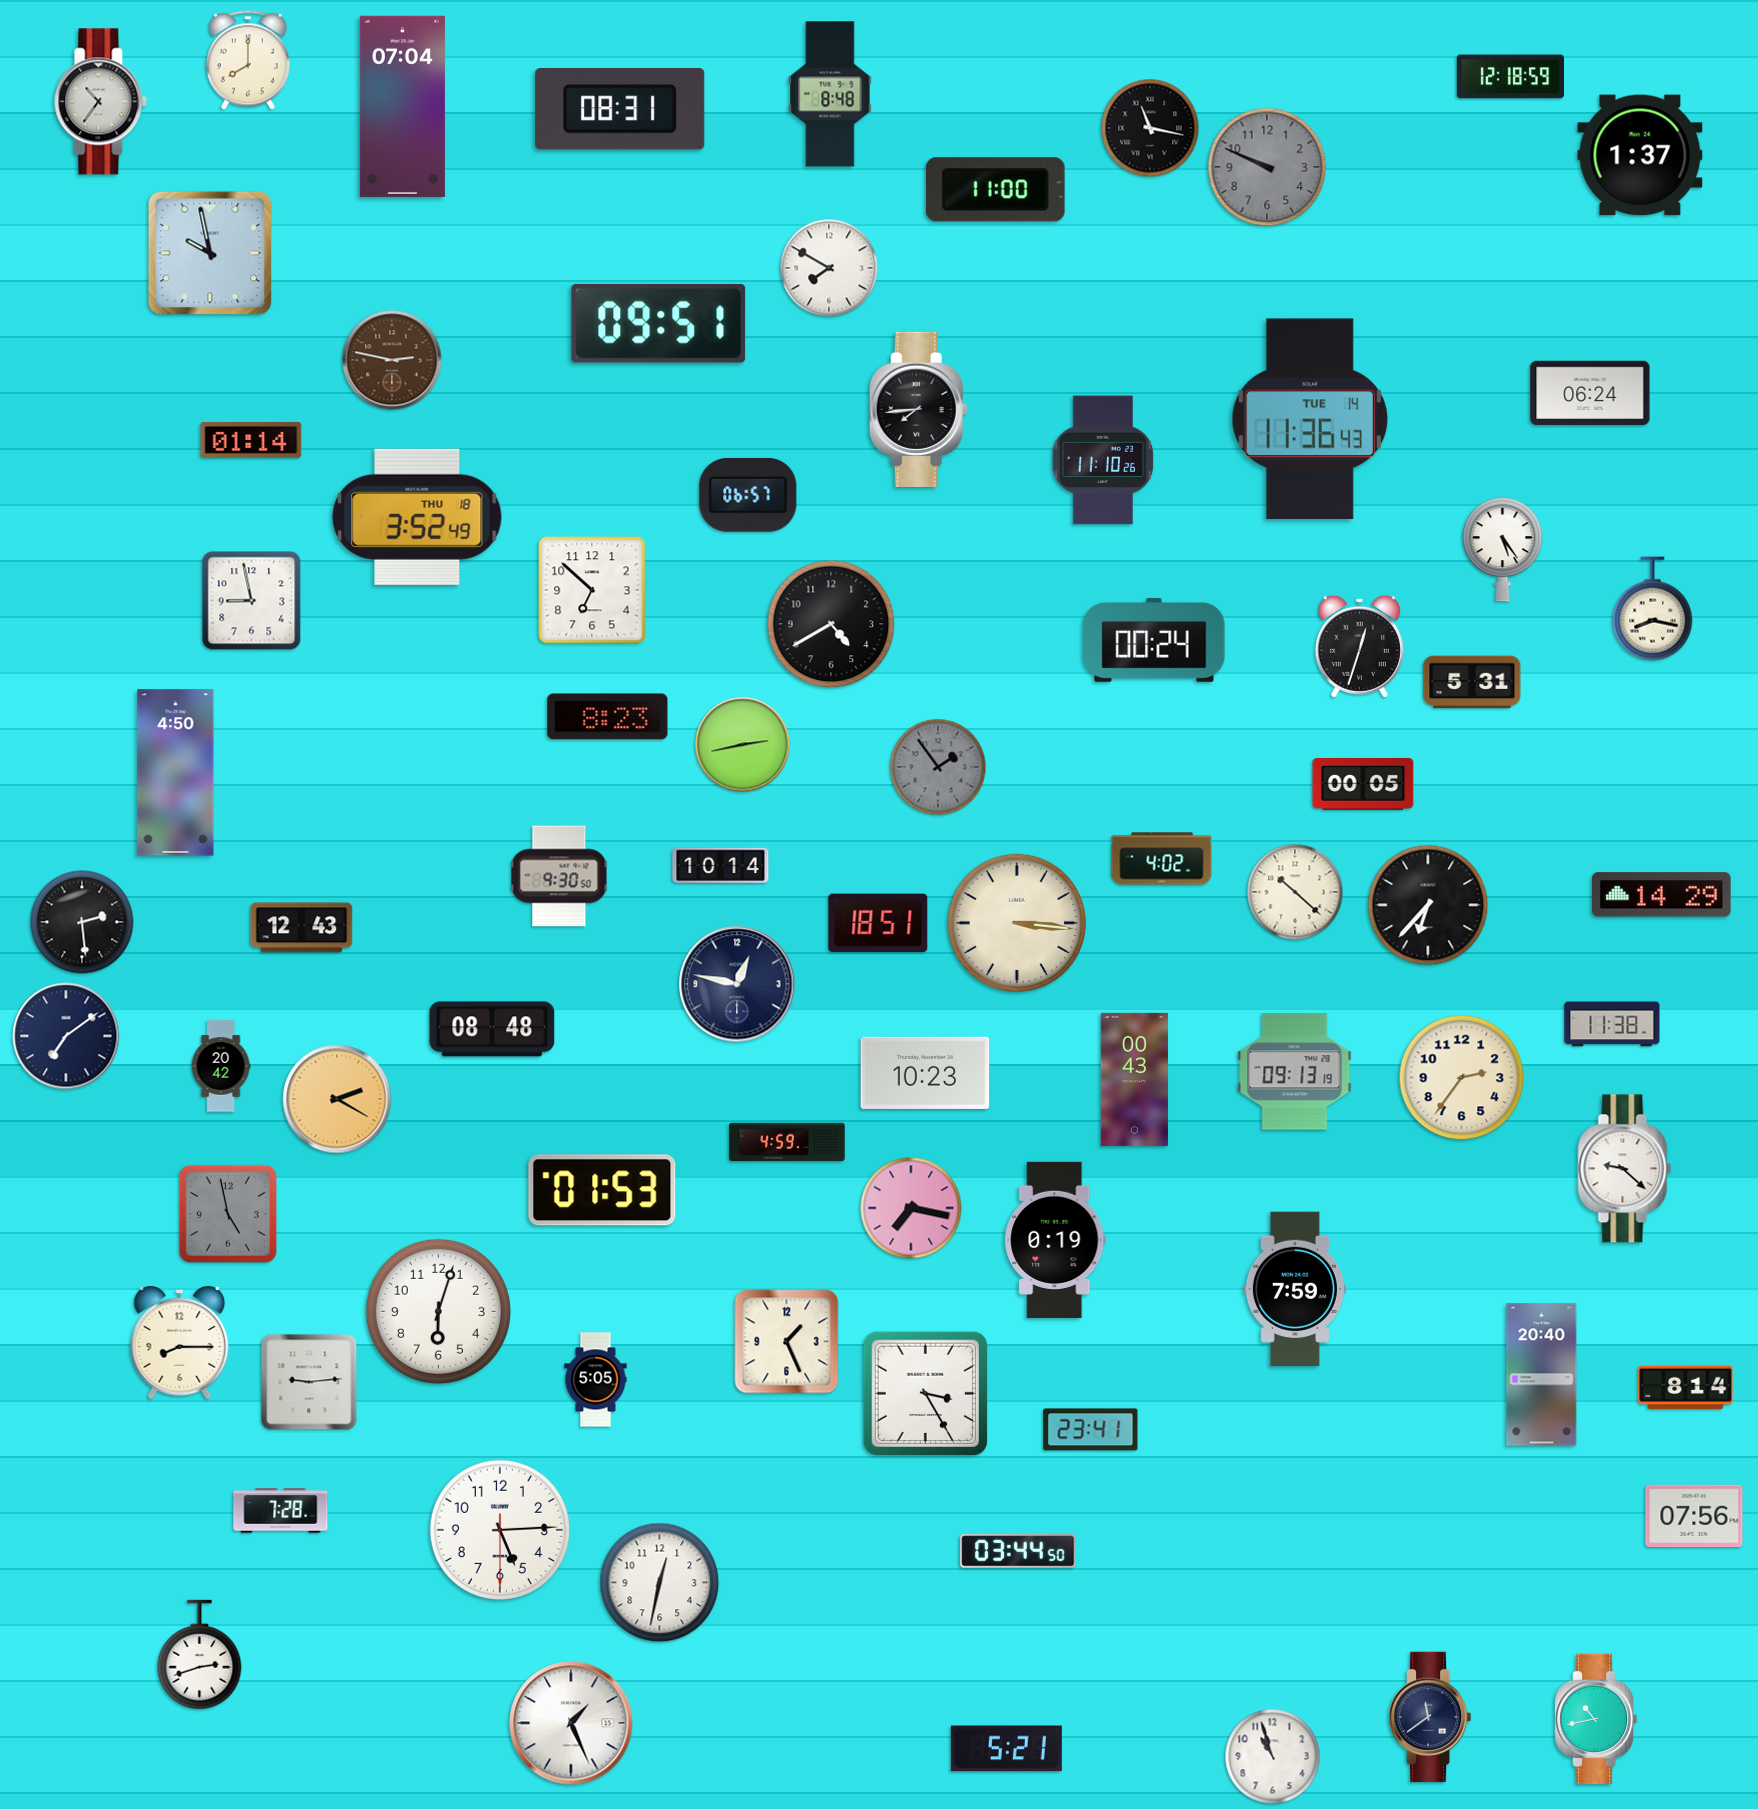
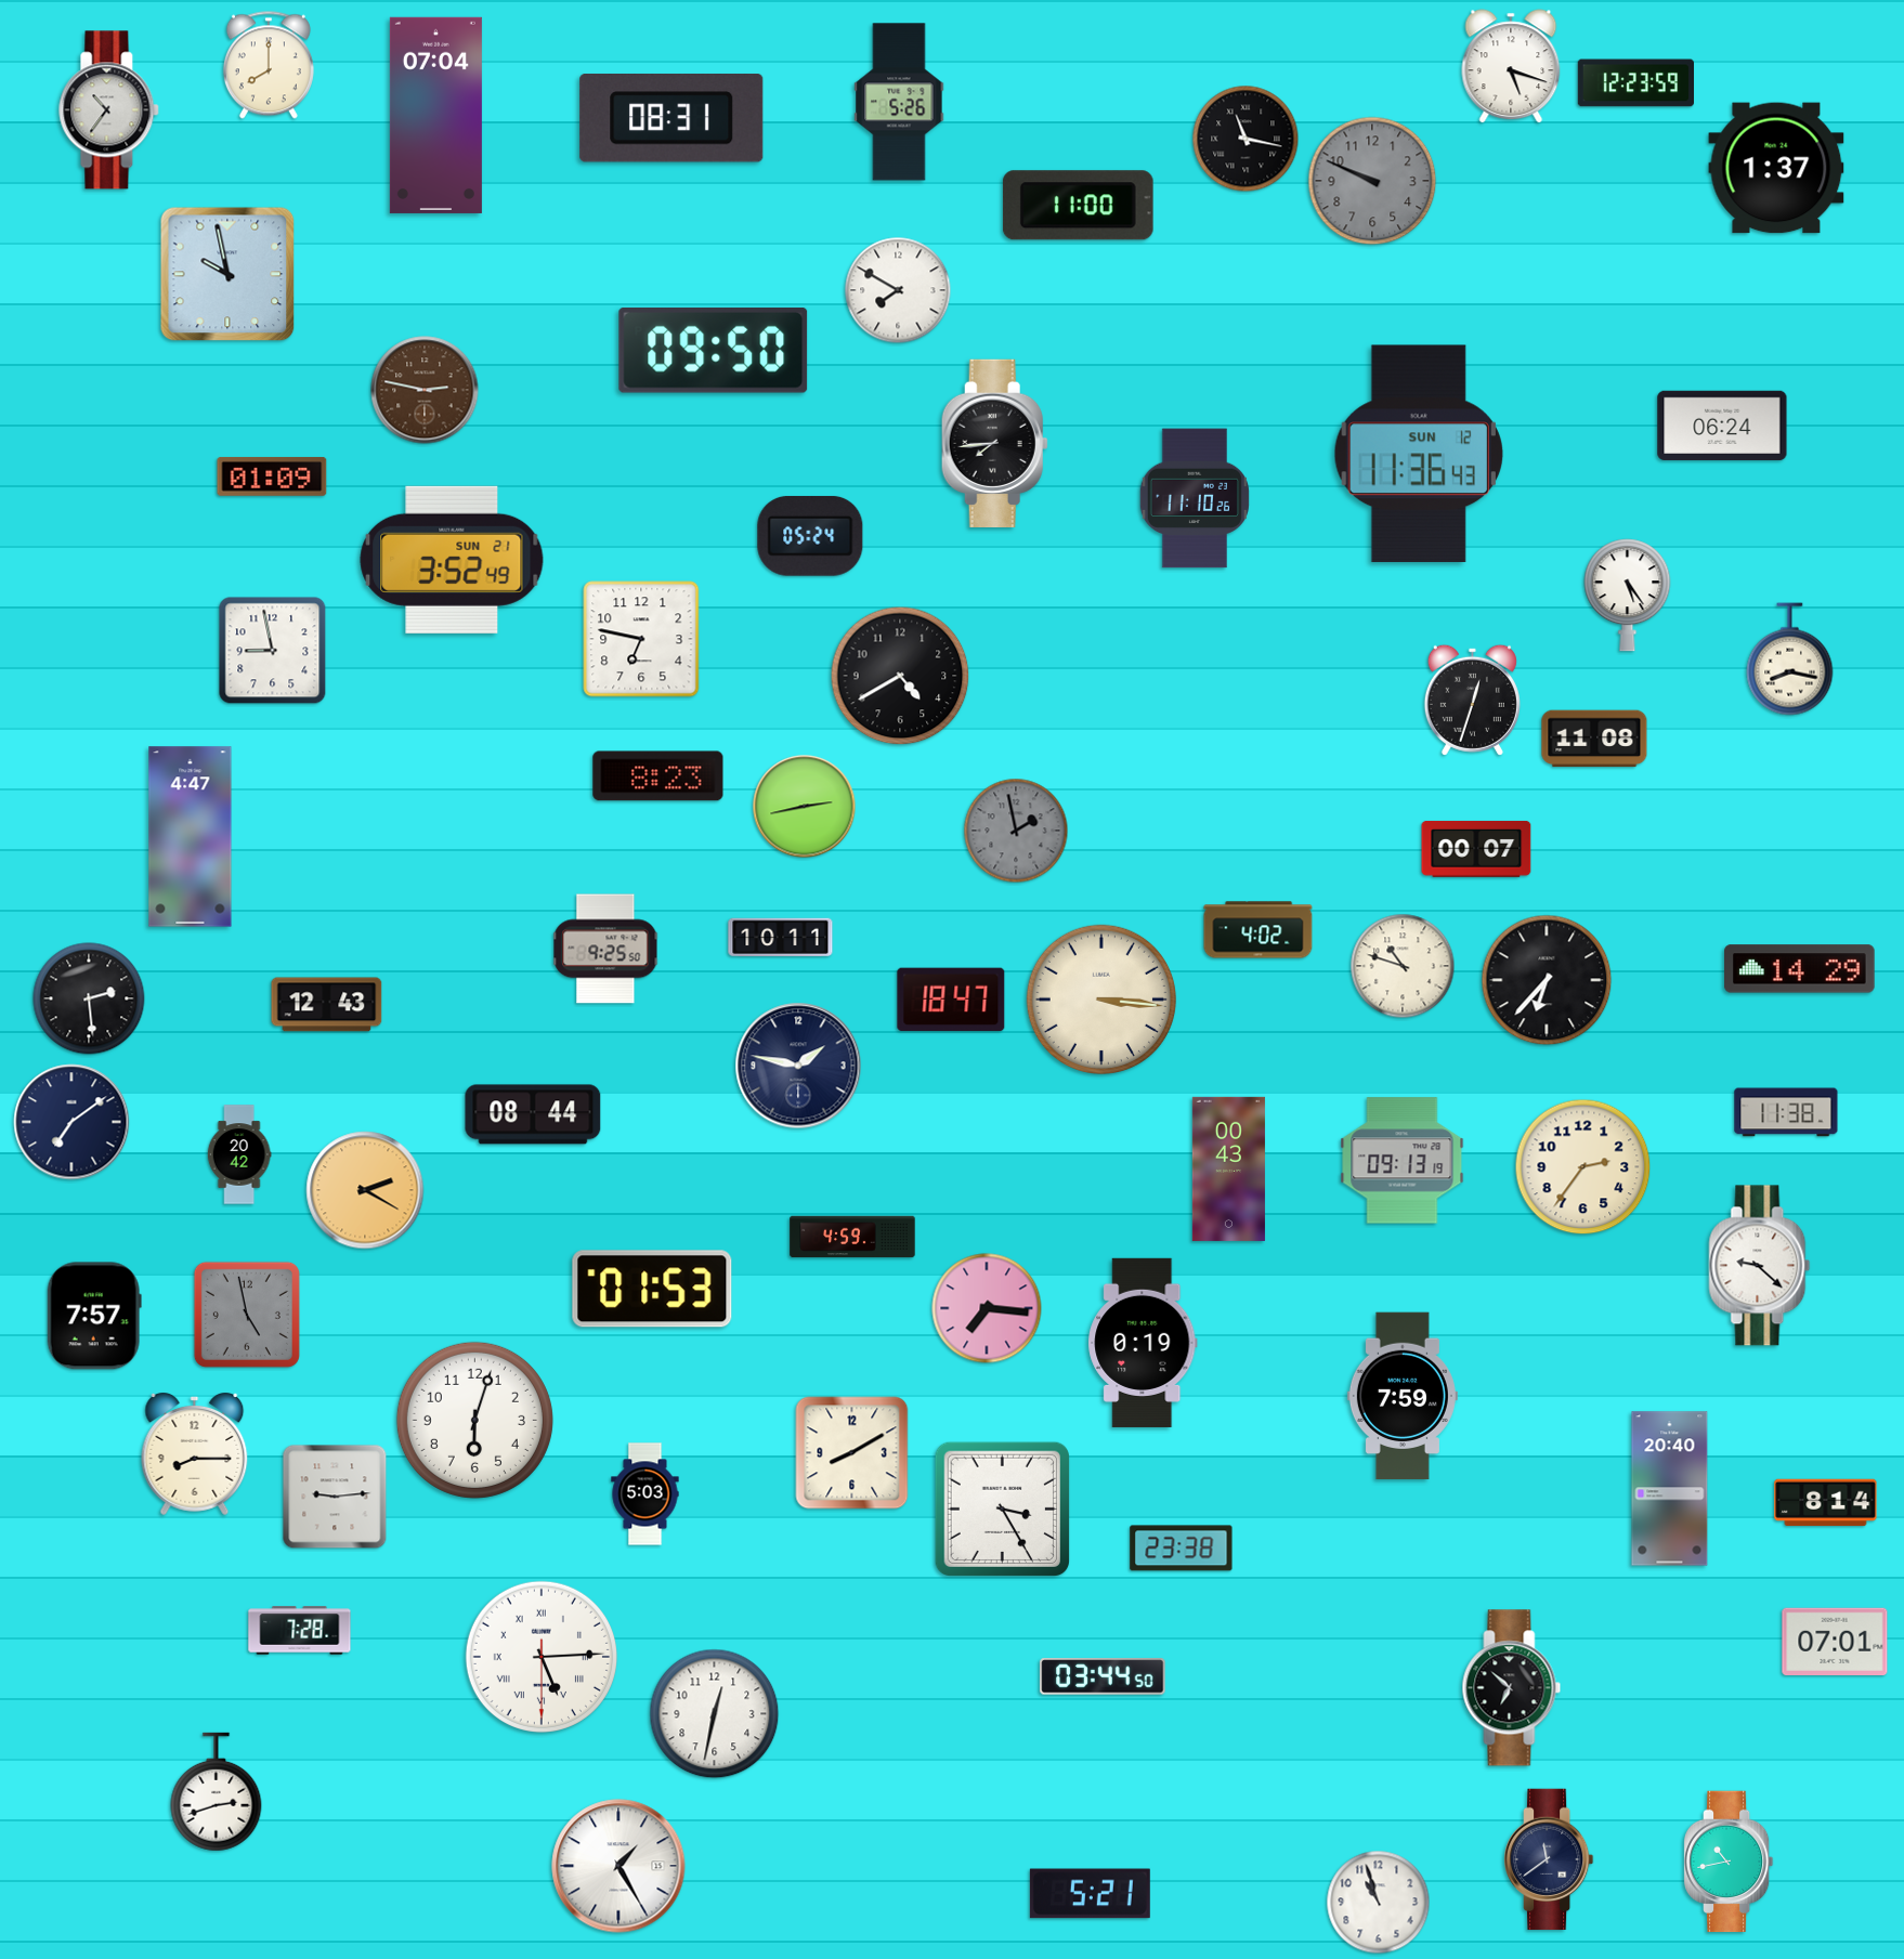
clock at (1511, 66): none -> 5:18
clock at (1510, 77): 12:18 -> 12:23
clock at (830, 94): 8:48 -> 5:26
clock at (659, 323): 09:51 -> 09:50
clock at (1310, 419) date: TUE 14 -> SUN 12
clock at (251, 440): 01:14 -> 01:09
clock at (748, 495): 06:57 -> 05:24
clock at (417, 517) date: THU 18 -> SUN 21
clock at (592, 590): 6:52 -> 6:47
clock at (1154, 640): 00:24 -> none
clock at (1472, 682): 5:31 -> 11:08
clock at (938, 767): 1:54 -> 1:58
clock at (176, 773): 4:50 -> 4:47
clock at (1363, 784): 00:05 -> 00:07
clock at (721, 866): 10:14 -> 10:11
clock at (559, 876): 9:30 -> 9:25
clock at (1295, 892): 10:22 -> 10:48
clock at (878, 923): 18:51 -> 18:47
clock at (737, 984): 12:47 -> 1:47
clock at (1612, 1024) position: (1612, 1024) -> (1786, 1112)
clock at (492, 1029): 08:48 -> 08:44
clock at (925, 1073): 10:23 -> none
clock at (911, 1208): 7:17 -> 7:16
clock at (94, 1316): none -> 7:57
clock at (787, 1342): 1:26 -> 8:10
clock at (596, 1380): 5:05 -> 5:03
clock at (1091, 1430): 23:41 -> 23:38
clock at (281, 1511) position: (281, 1511) -> (300, 1631)
clock at (1694, 1515): 07:56 -> 07:01
clock at (500, 1530) numerals: Arabic -> Roman
clock at (1018, 1551) position: (1018, 1551) -> (1103, 1676)
clock at (1512, 1688): none -> 6:52
clock at (571, 1723): 1:26 -> 1:25
